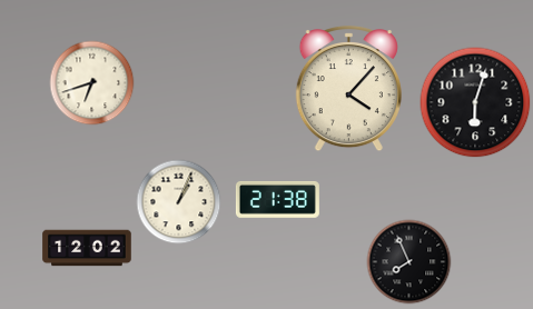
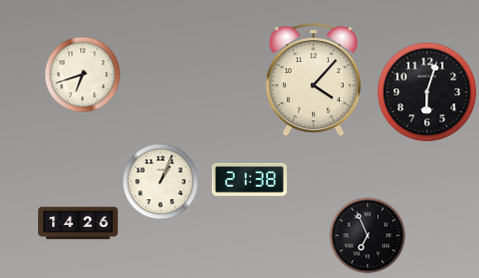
clock at (87, 248): 12:02 -> 14:26
clock at (409, 262): 7:56 -> 6:56
